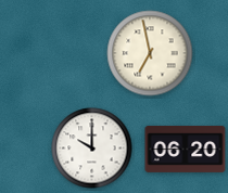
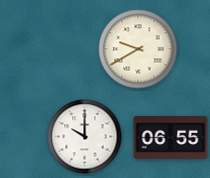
clock at (150, 53): 6:58 -> 9:40
clock at (186, 150): 06:20 -> 06:55
